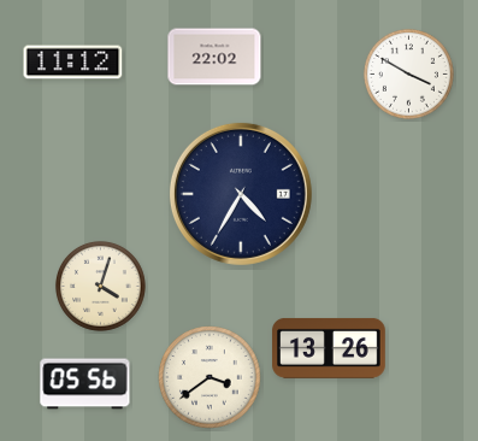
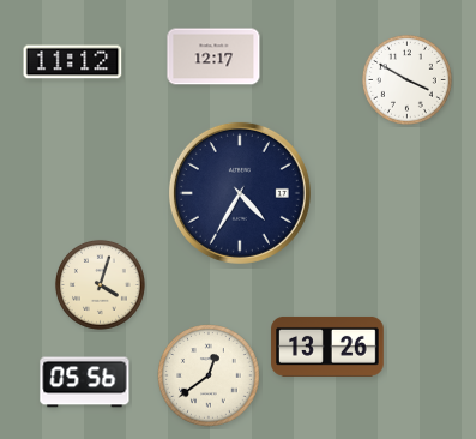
clock at (214, 57): 22:02 -> 12:17
clock at (408, 73) position: (408, 73) -> (406, 79)
clock at (210, 377): 3:39 -> 12:39
